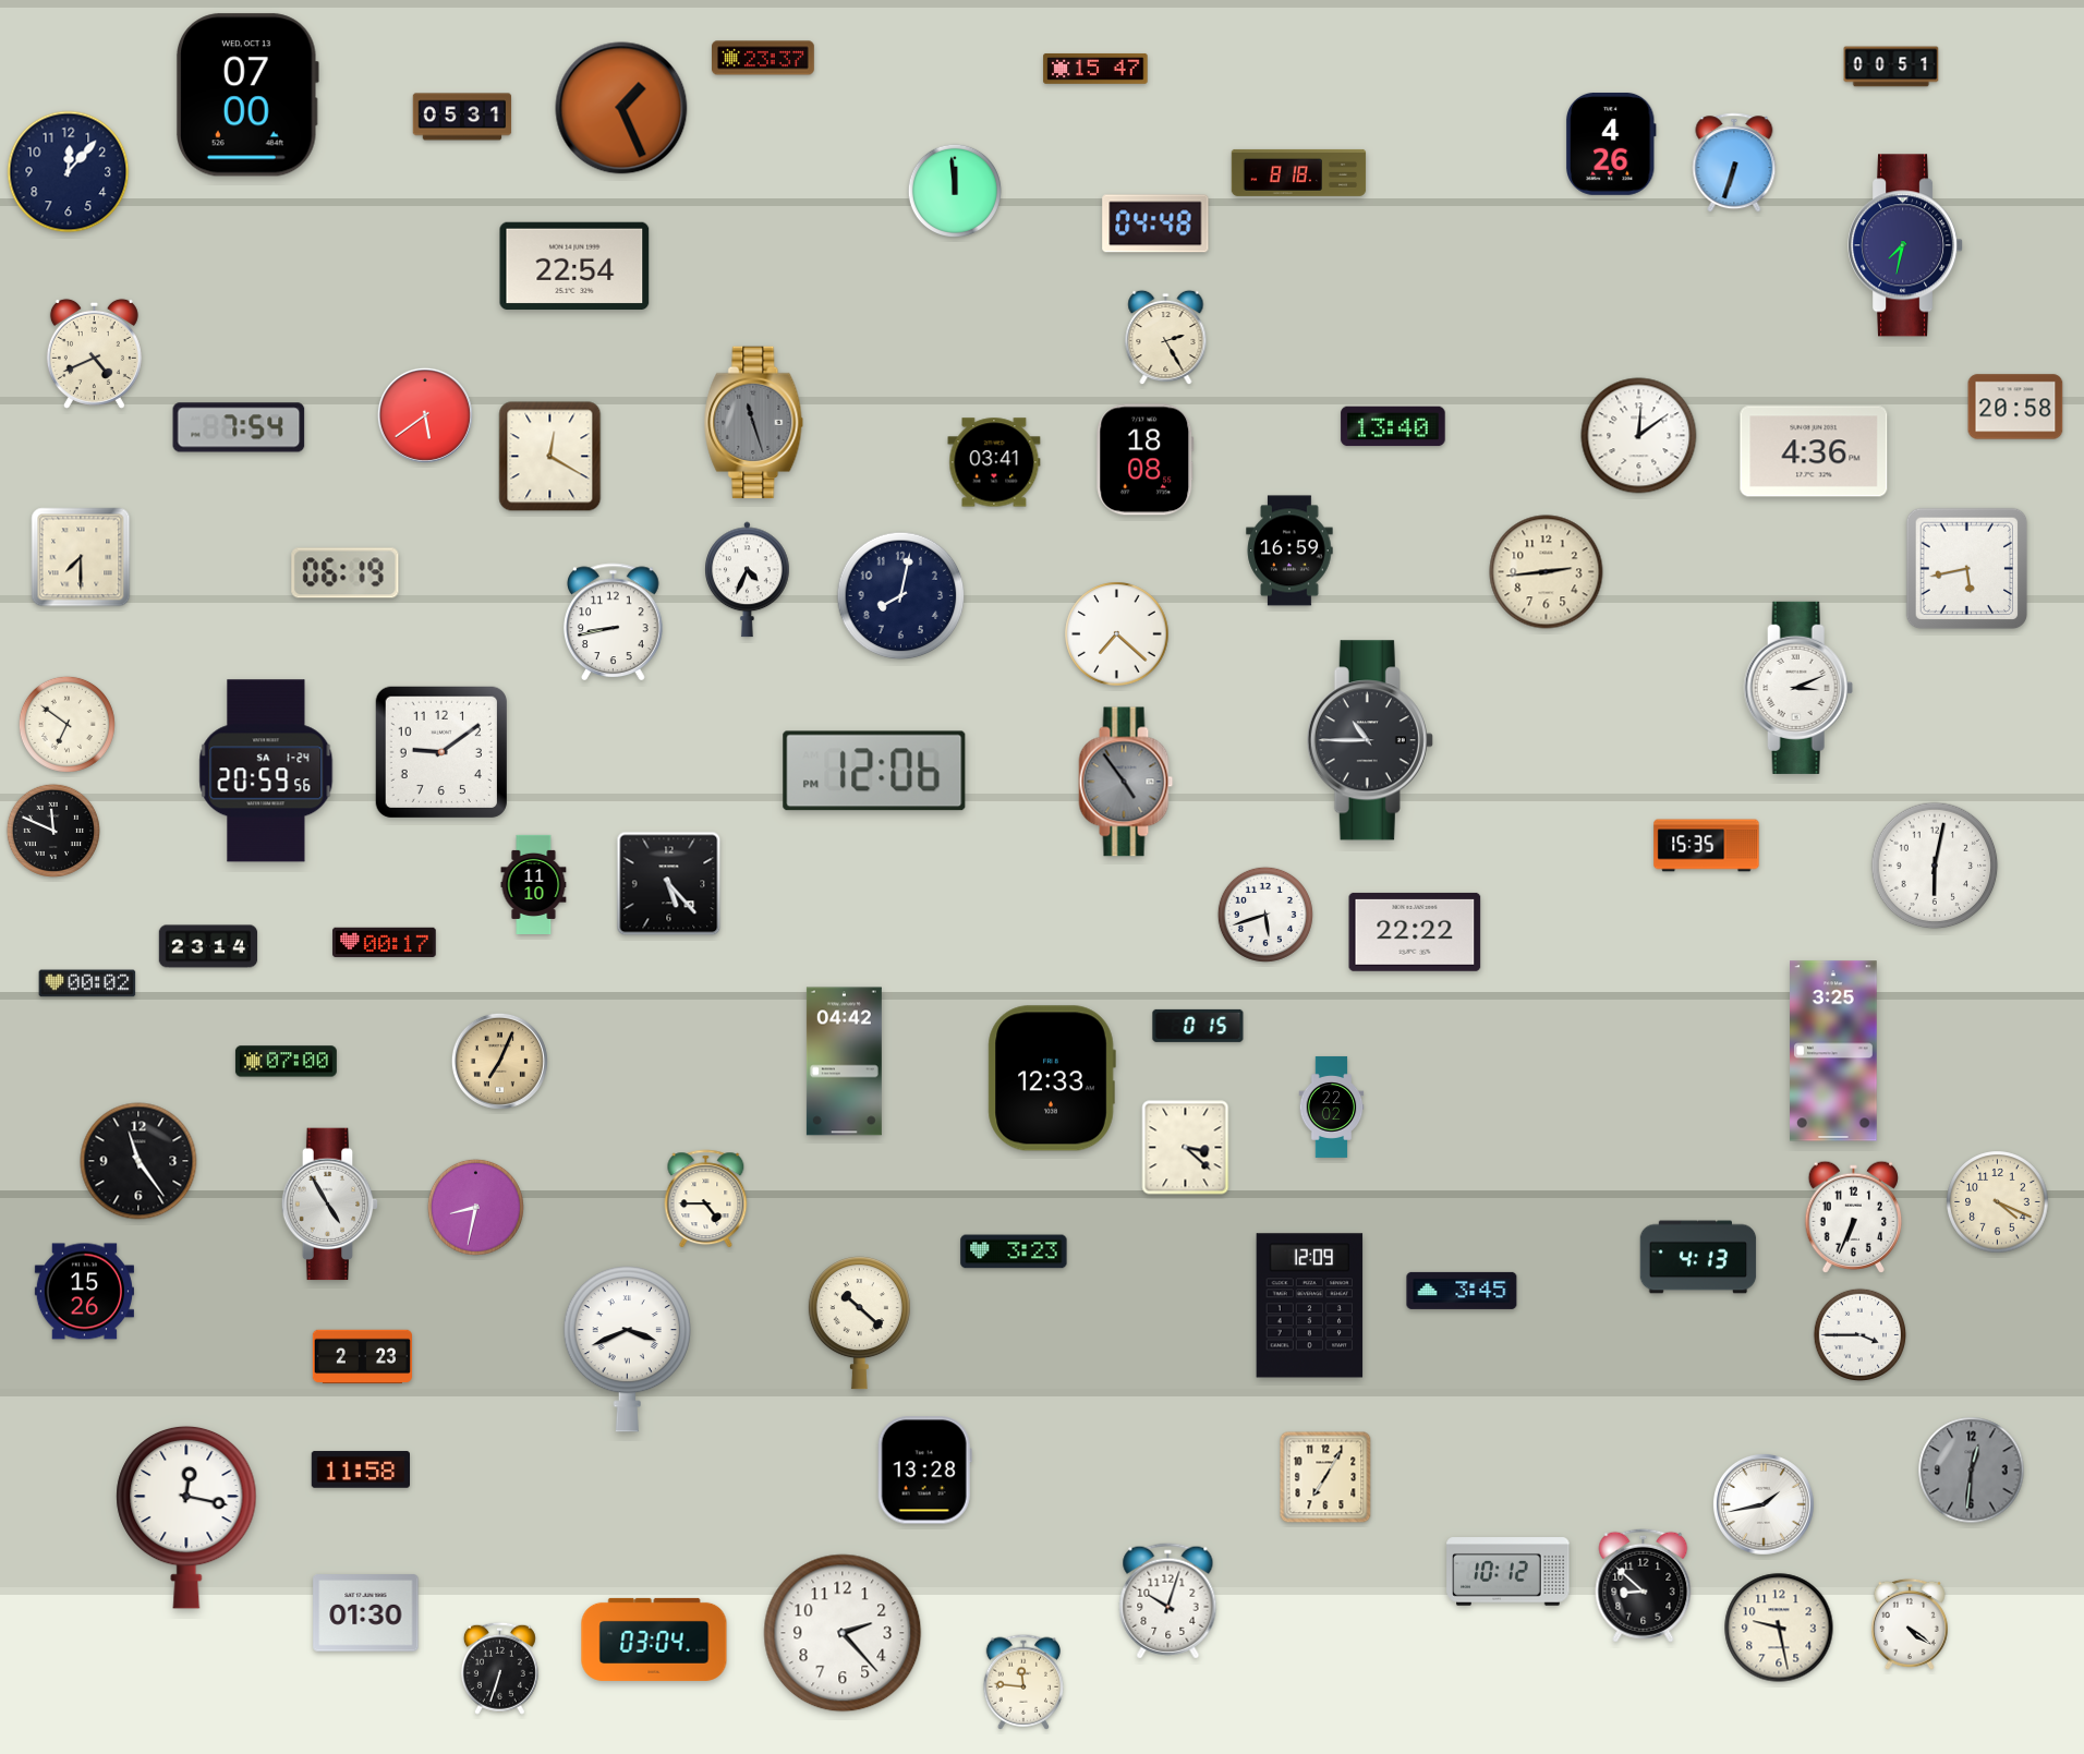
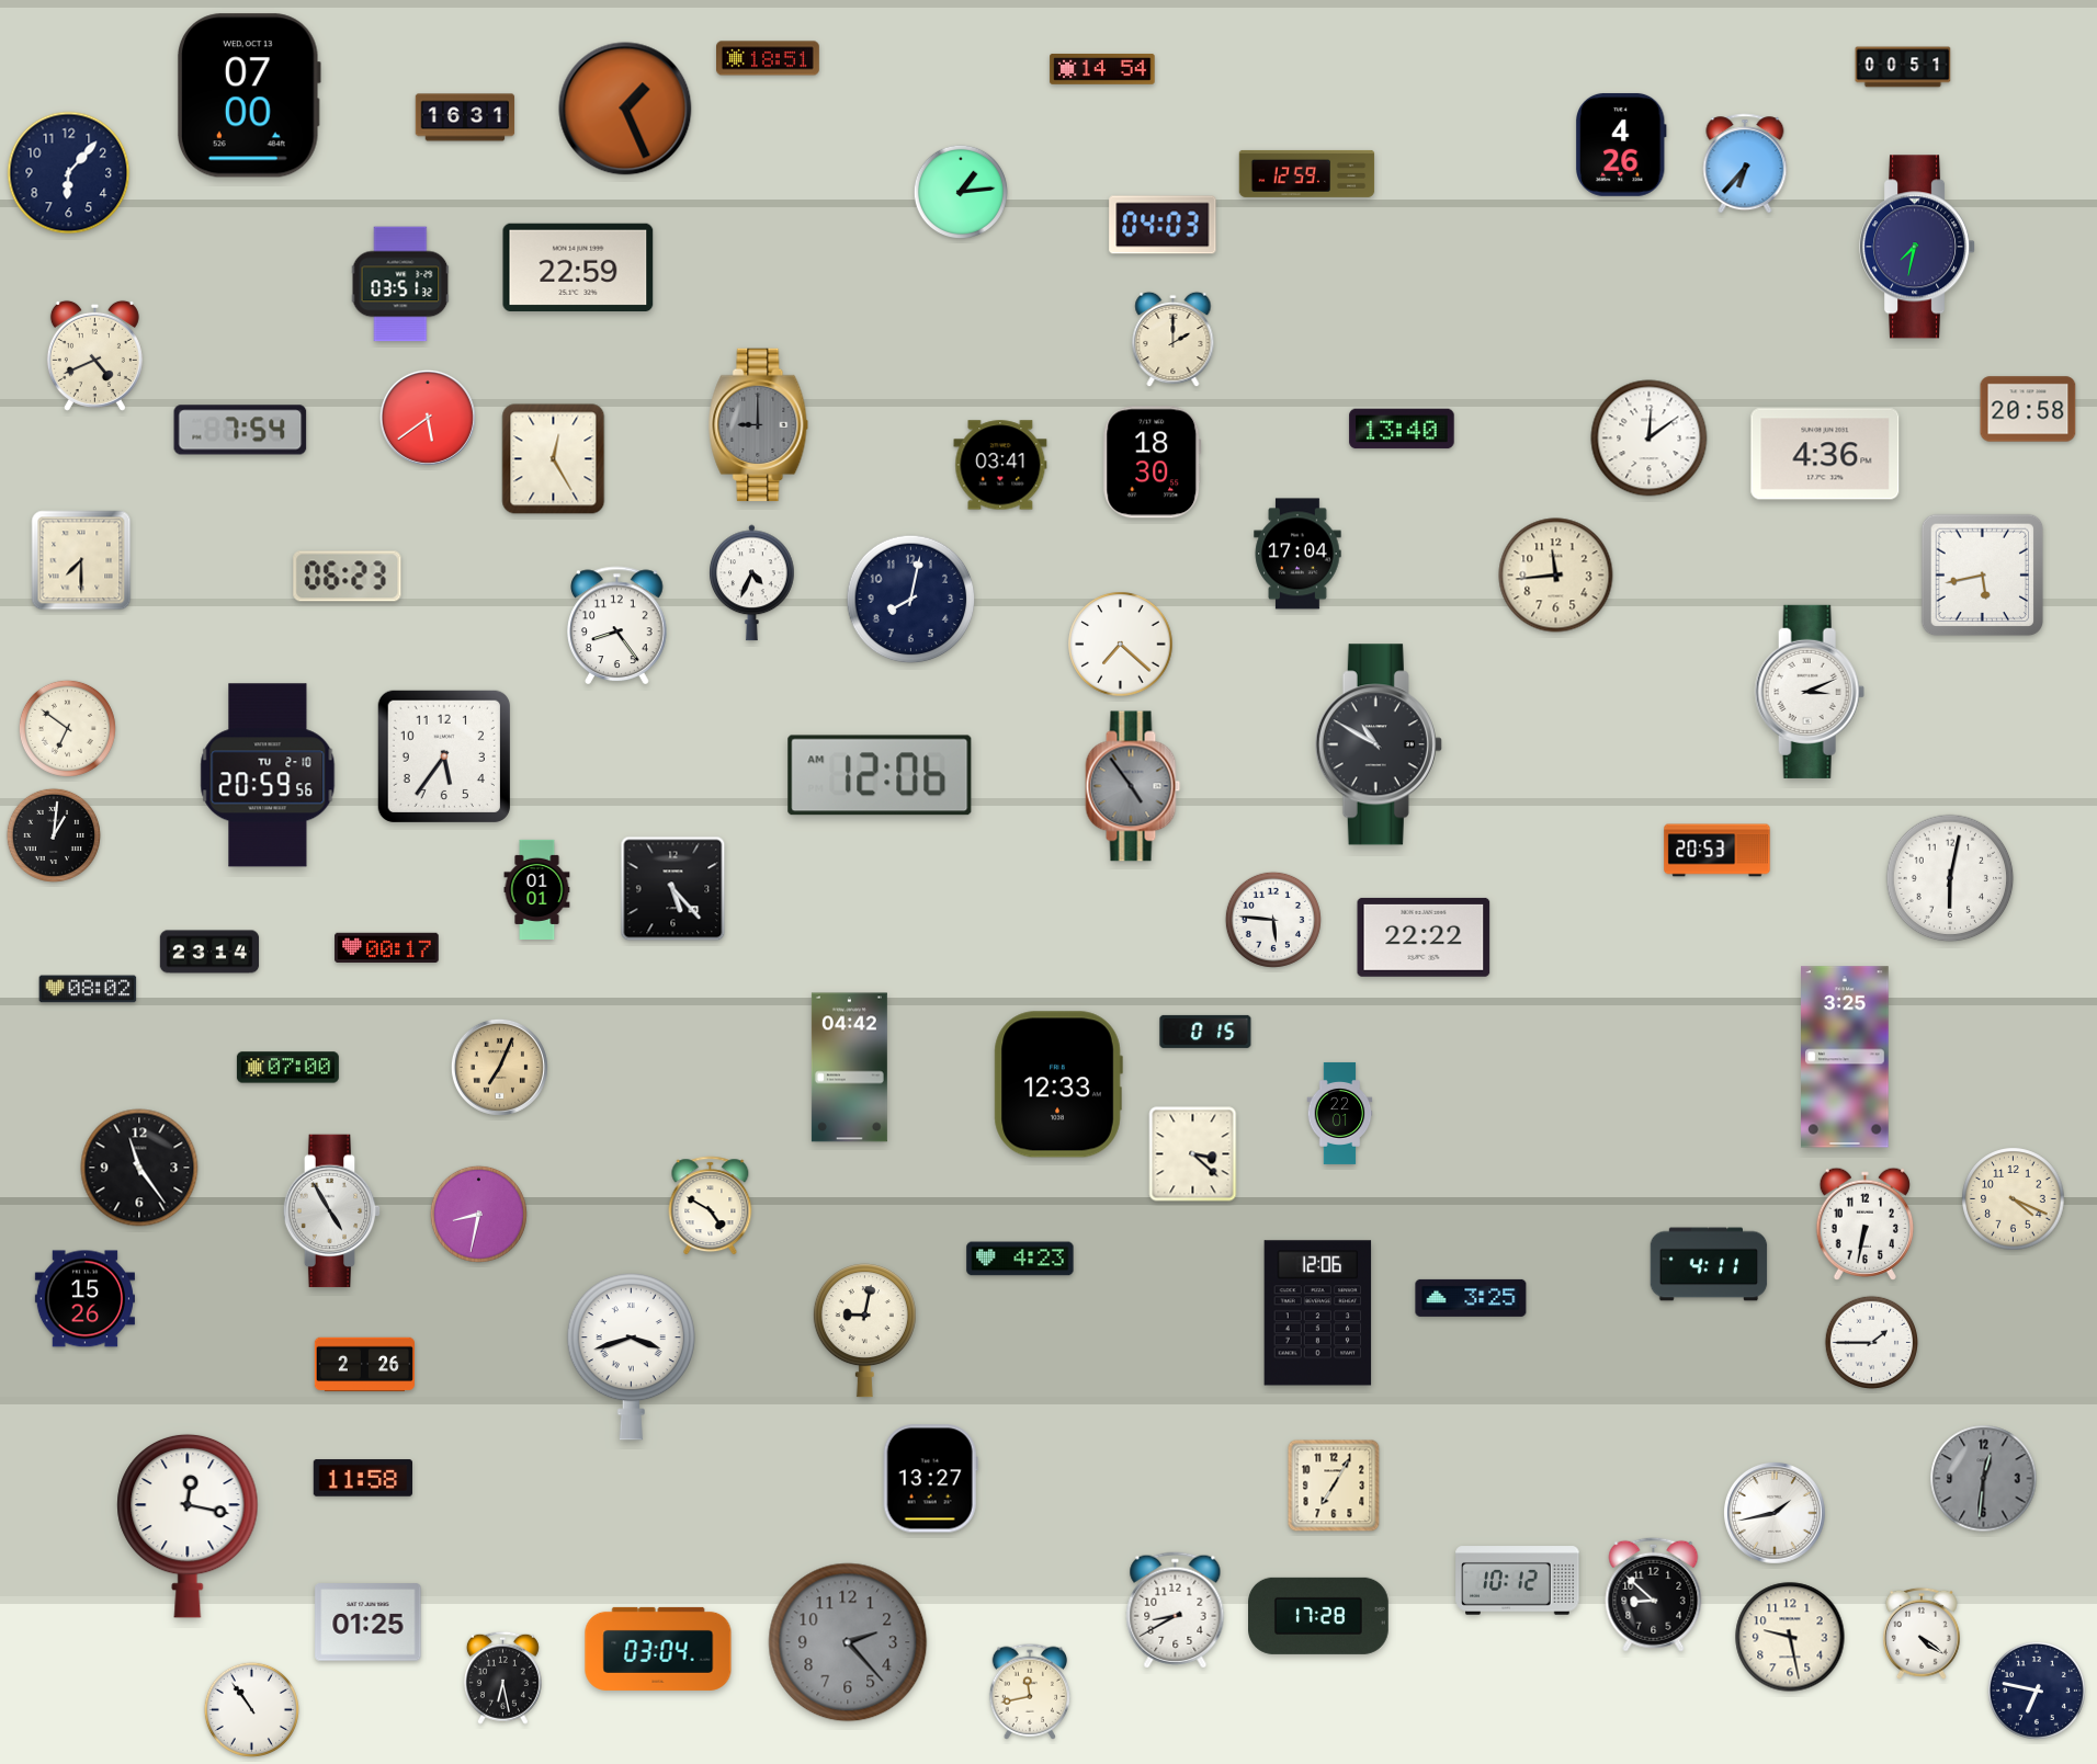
clock at (764, 58): 23:37 -> 18:51
clock at (1095, 69): 15:47 -> 14:54
clock at (462, 117): 05:31 -> 16:31
clock at (1734, 162): 6:33 -> 6:37
clock at (69, 172): 12:07 -> 6:07
clock at (1299, 172): 8:18 -> 12:59
clock at (954, 190): 11:59 -> 1:14
clock at (1155, 223): 04:48 -> 04:03
clock at (574, 265): 22:54 -> 22:59
clock at (400, 284): none -> 03:51
clock at (1166, 338): 2:25 -> 2:00
clock at (754, 423): 11:27 -> 9:00
clock at (550, 457): 12:20 -> 12:25
clock at (1146, 460): 18:08 -> 18:30
clock at (1289, 551): 16:59 -> 17:04
clock at (1967, 569) position: (1967, 569) -> (1983, 576)
clock at (1547, 572): 2:44 -> 11:44
clock at (346, 573): 06:19 -> 06:23
clock at (901, 596) position: (901, 596) -> (911, 600)
clock at (614, 621): 8:43 -> 8:24
clock at (1117, 634) position: (1117, 634) -> (1121, 645)
clock at (1370, 740): 10:45 -> 10:50
clock at (441, 752): 9:09 -> 5:36
clock at (266, 771) date: SA 1-24 -> TU 2-10
clock at (874, 771): 12:06 PM -> 12:06 AM
clock at (52, 830): 11:49 -> 1:01
clock at (1707, 846): 15:35 -> 20:53
clock at (1935, 866) position: (1935, 866) -> (1950, 878)
clock at (534, 884): 11:10 -> 01:01
clock at (1265, 915): 5:42 -> 5:46
clock at (87, 983): 00:02 -> 08:02
clock at (499, 1061) position: (499, 1061) -> (499, 1067)
clock at (1332, 1106): 22:02 -> 22:01
clock at (706, 1199): 4:45 -> 4:50
clock at (1998, 1202) position: (1998, 1202) -> (2014, 1199)
clock at (1853, 1217): 6:34 -> 6:32
clock at (1014, 1251): 3:23 -> 4:23
clock at (1698, 1257): 4:13 -> 4:11
clock at (1462, 1291): 3:45 -> 3:25
clock at (1310, 1306): 12:09 -> 12:06
clock at (859, 1323): 10:22 -> 9:02
clock at (1861, 1335): 3:45 -> 1:45
clock at (627, 1348): 3:41 -> 3:42
clock at (362, 1357): 2:23 -> 2:26
clock at (924, 1471): 13:28 -> 13:27
clock at (1168, 1601): 10:03 -> 8:40
clock at (1319, 1616): none -> 17:28
clock at (366, 1613): 01:30 -> 01:25
clock at (843, 1633) dial: white -> grey
clock at (499, 1668): 6:33 -> 6:28
clock at (2037, 1691): none -> 6:47
clock at (1023, 1682): 11:46 -> 11:43
clock at (251, 1709): none -> 10:54
